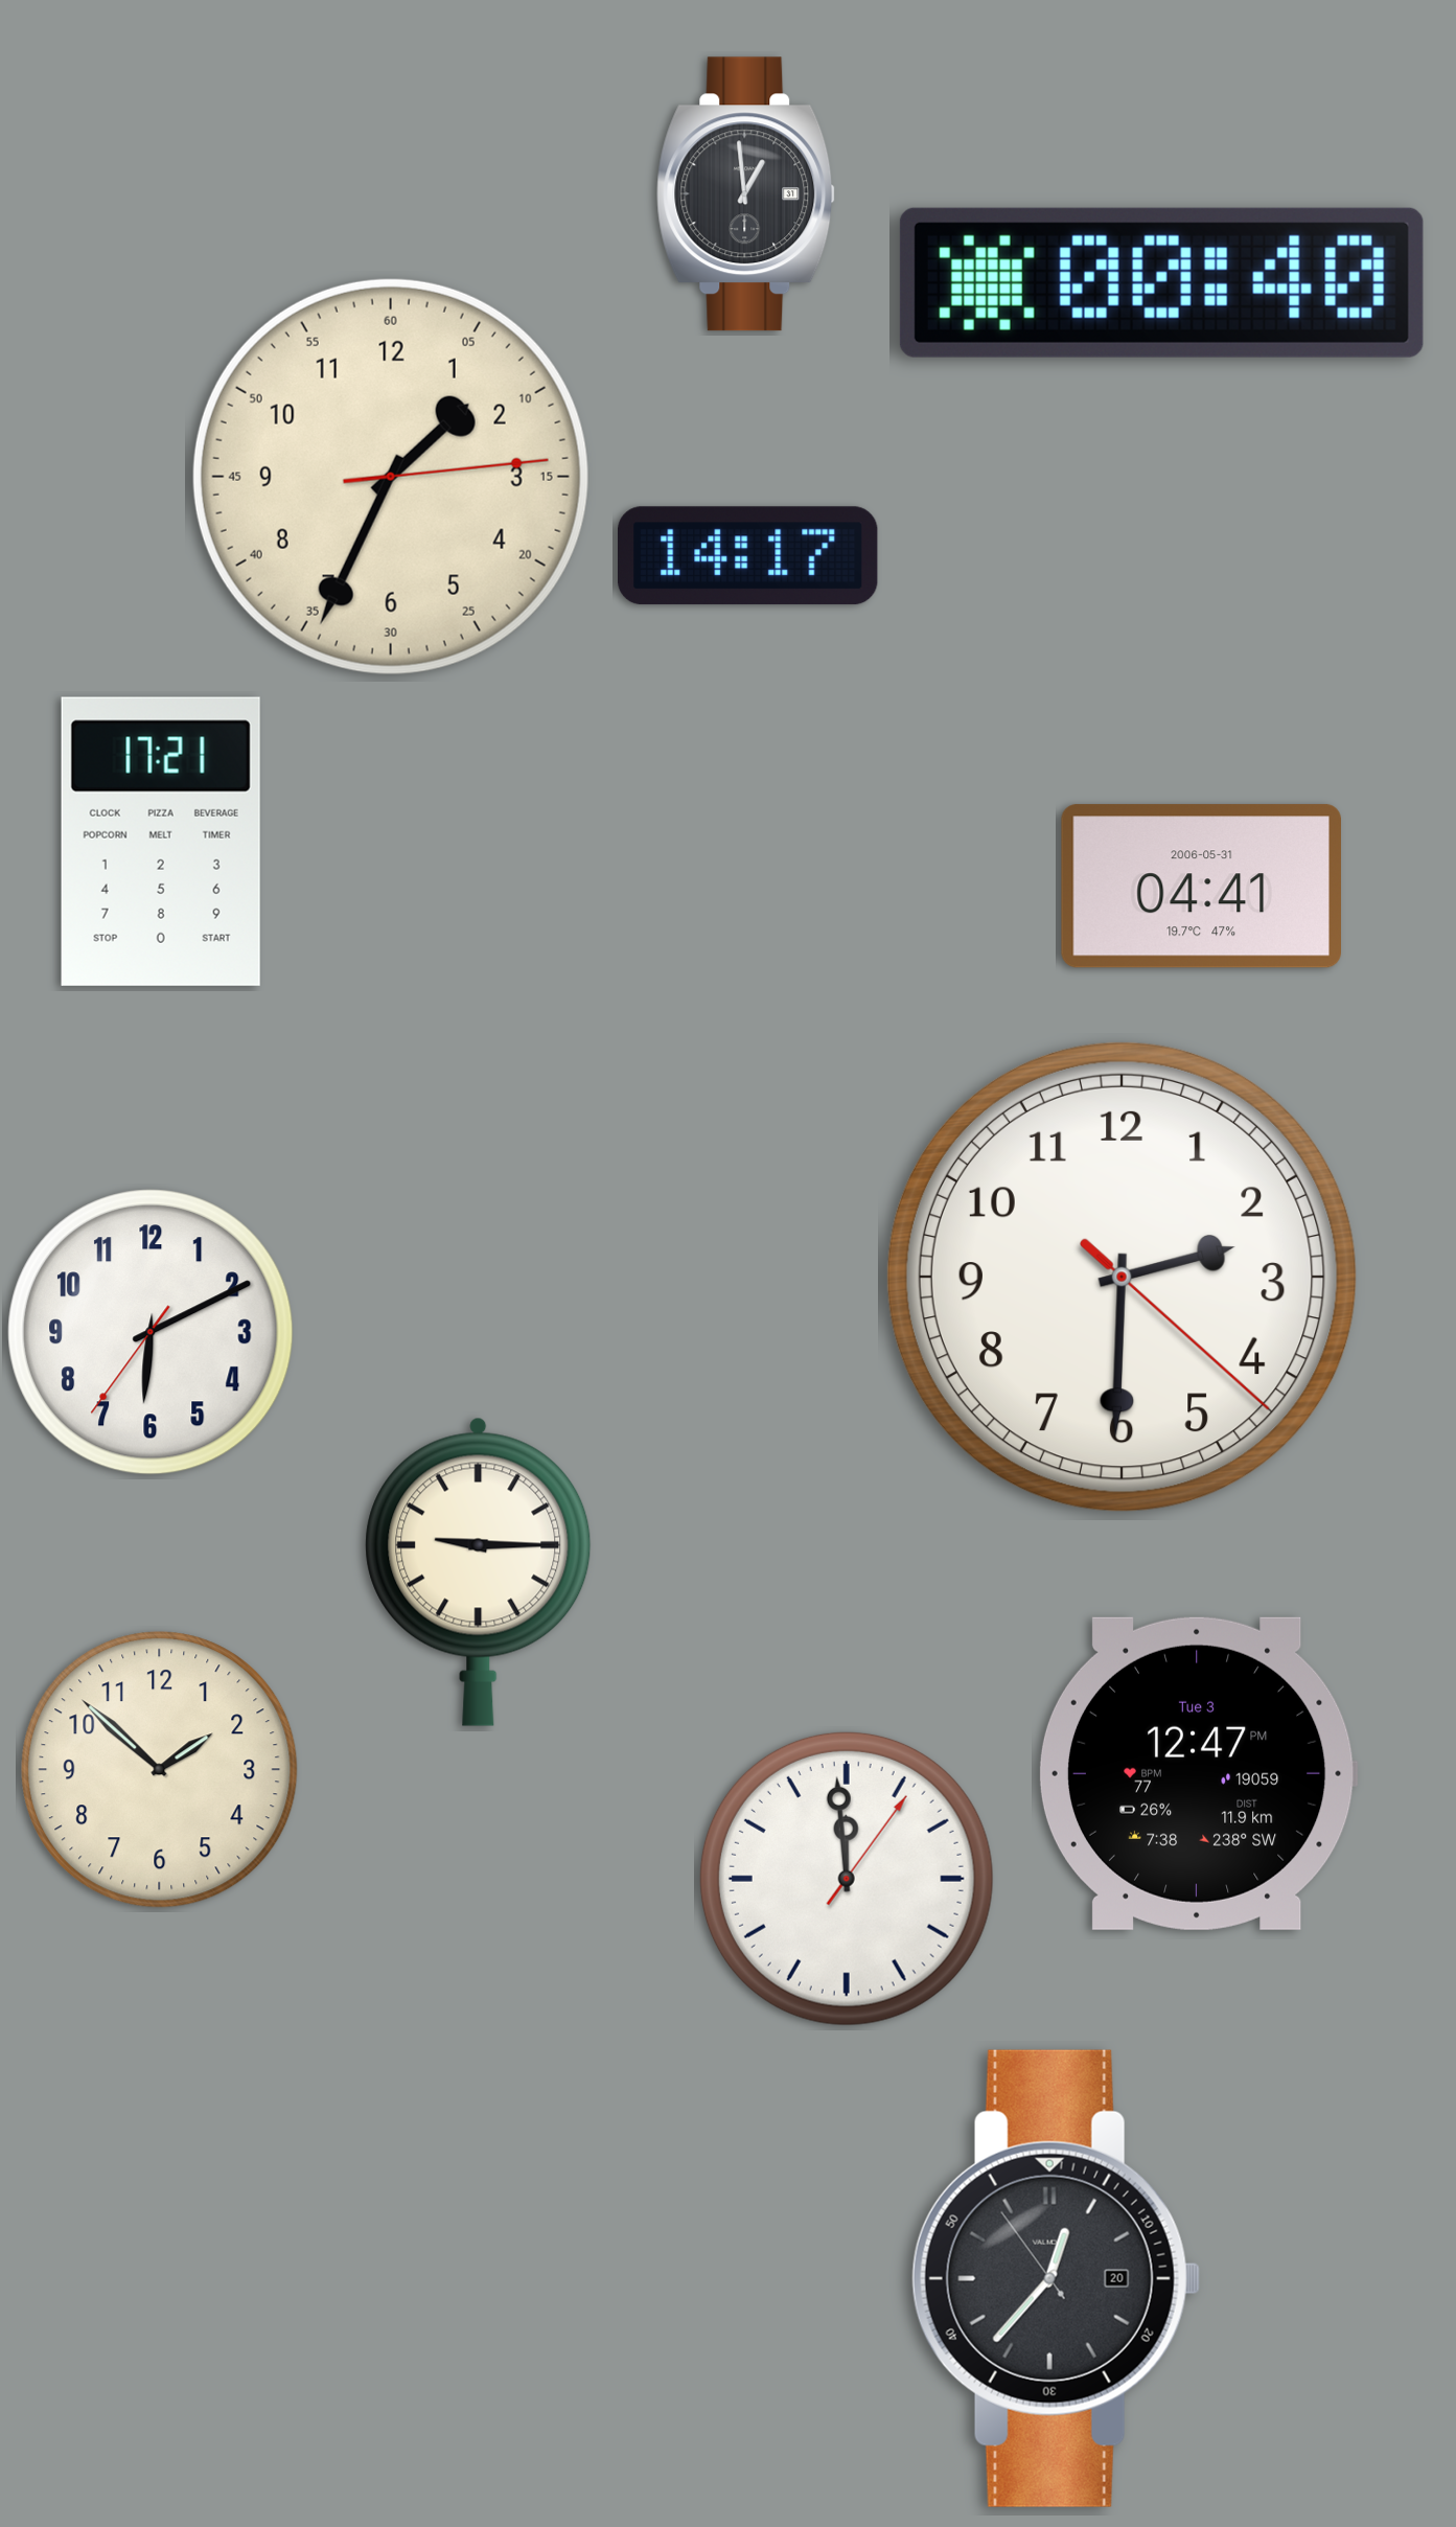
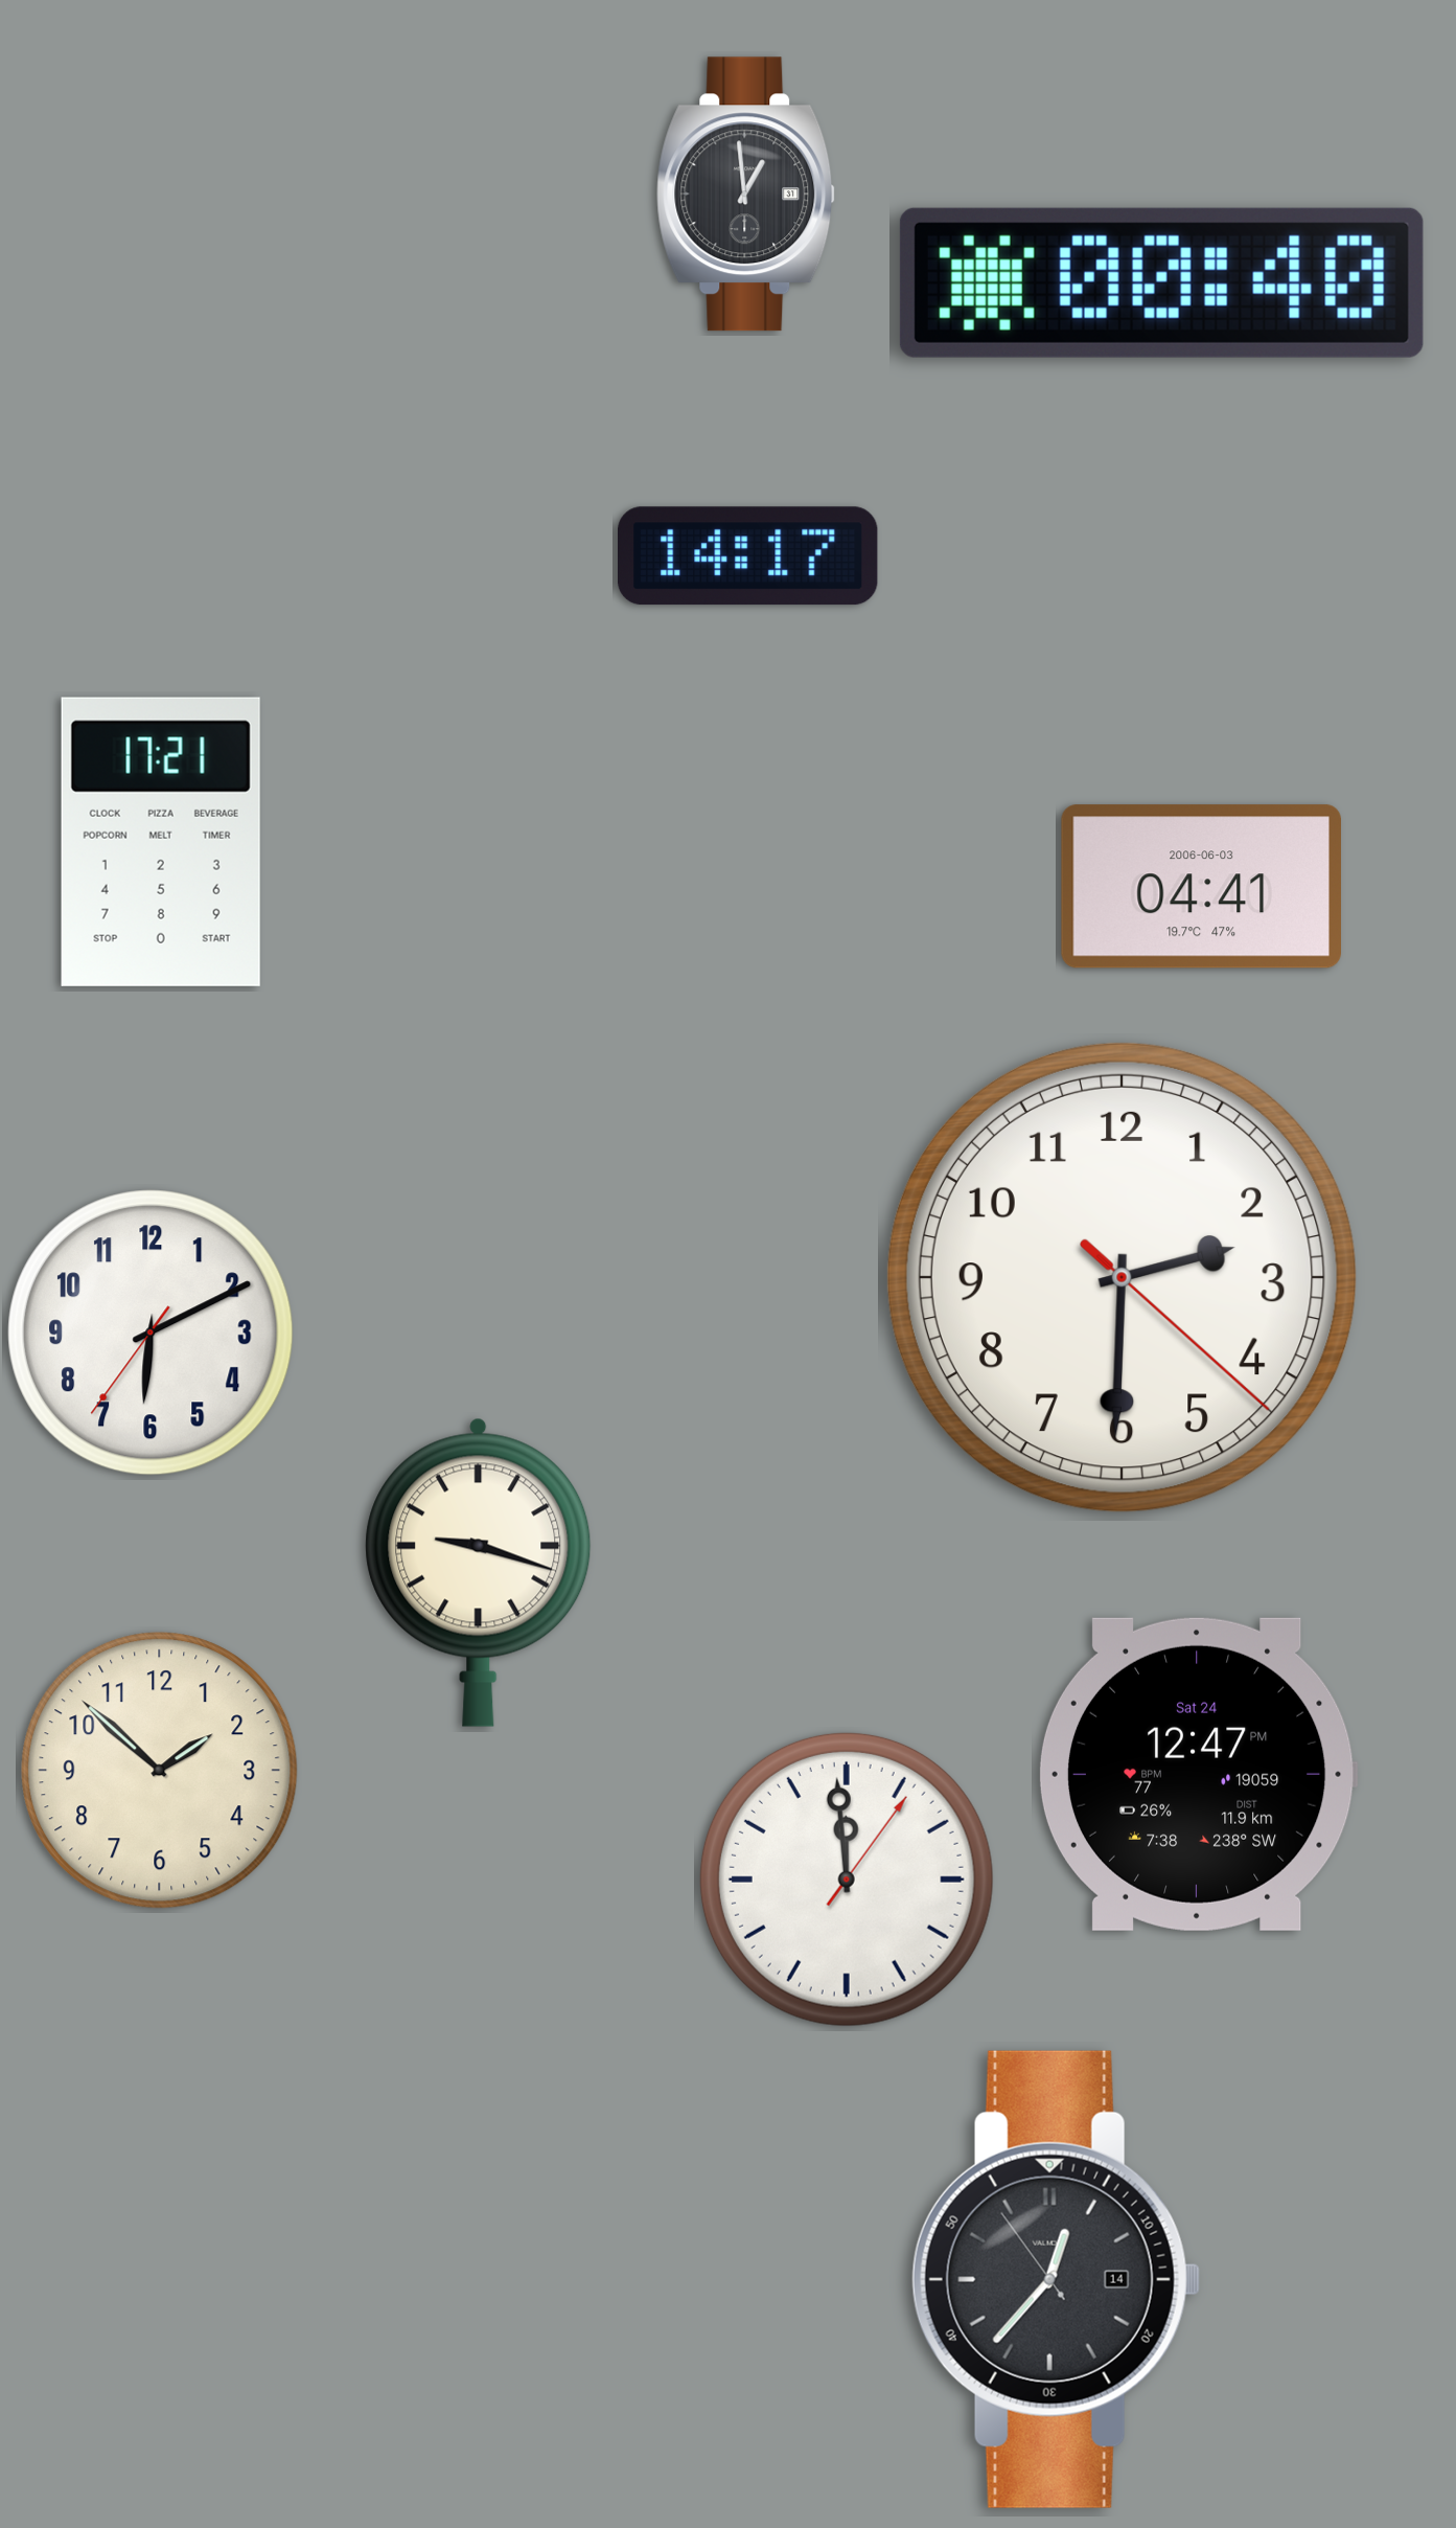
clock at (391, 477): 1:34 -> none
clock at (1201, 887) date: 2006-05-31 -> 2006-06-03
clock at (479, 1571): 9:15 -> 9:18
clock at (1198, 1773) date: Tue 3 -> Sat 24
clock at (1056, 2278) date: 20 -> 14
